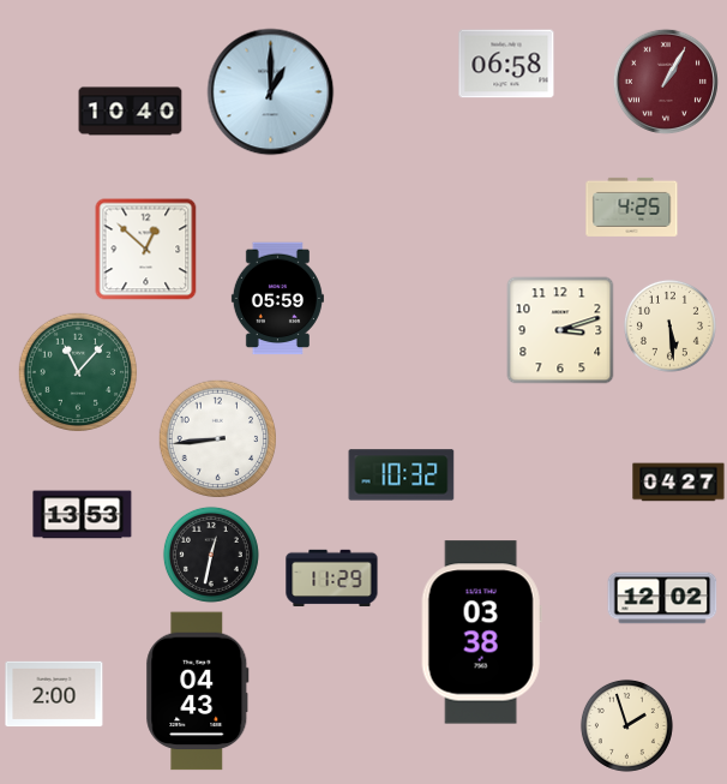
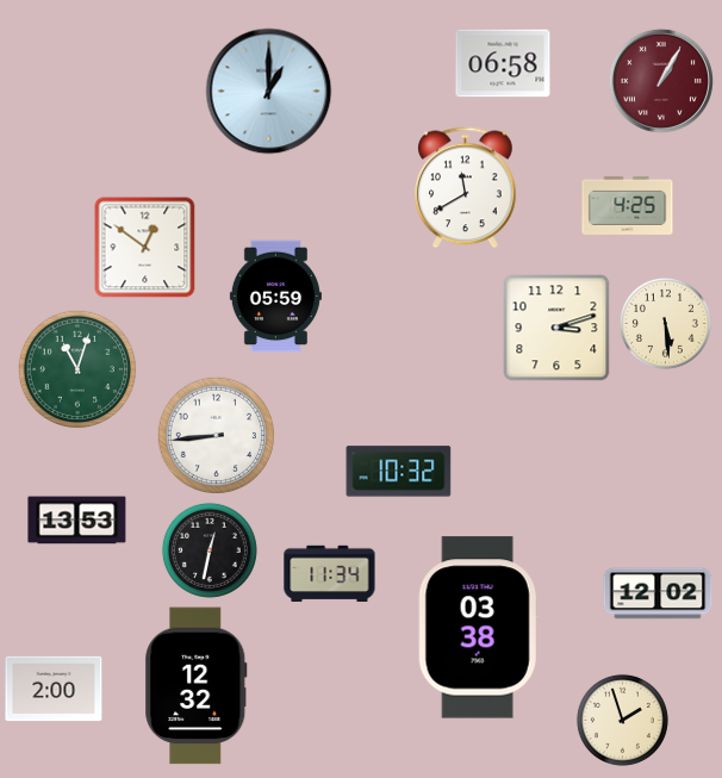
clock at (131, 112): 10:40 -> none
clock at (466, 188): none -> 11:40
clock at (146, 250): 12:52 -> 12:51
clock at (78, 372): 11:07 -> 11:03
clock at (679, 483): 04:27 -> none
clock at (83, 515) position: (83, 515) -> (77, 521)
clock at (332, 579): 11:29 -> 11:34
clock at (198, 692): 04:43 -> 12:32
